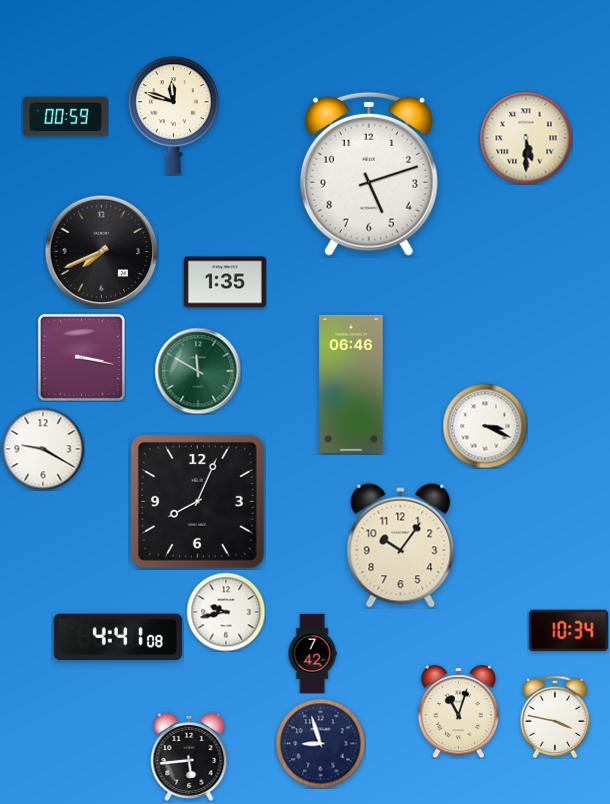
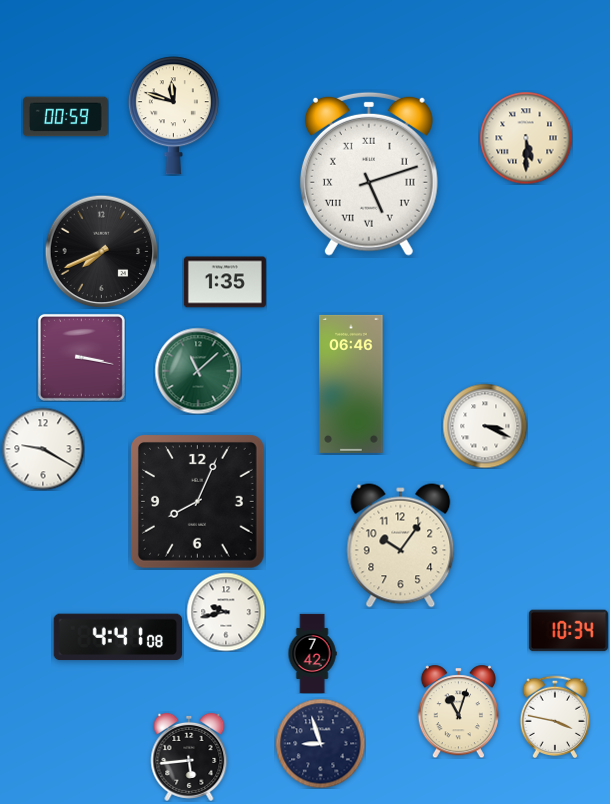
clock at (369, 174) numerals: Arabic -> Roman
clock at (198, 371): 11:50 -> 11:08
